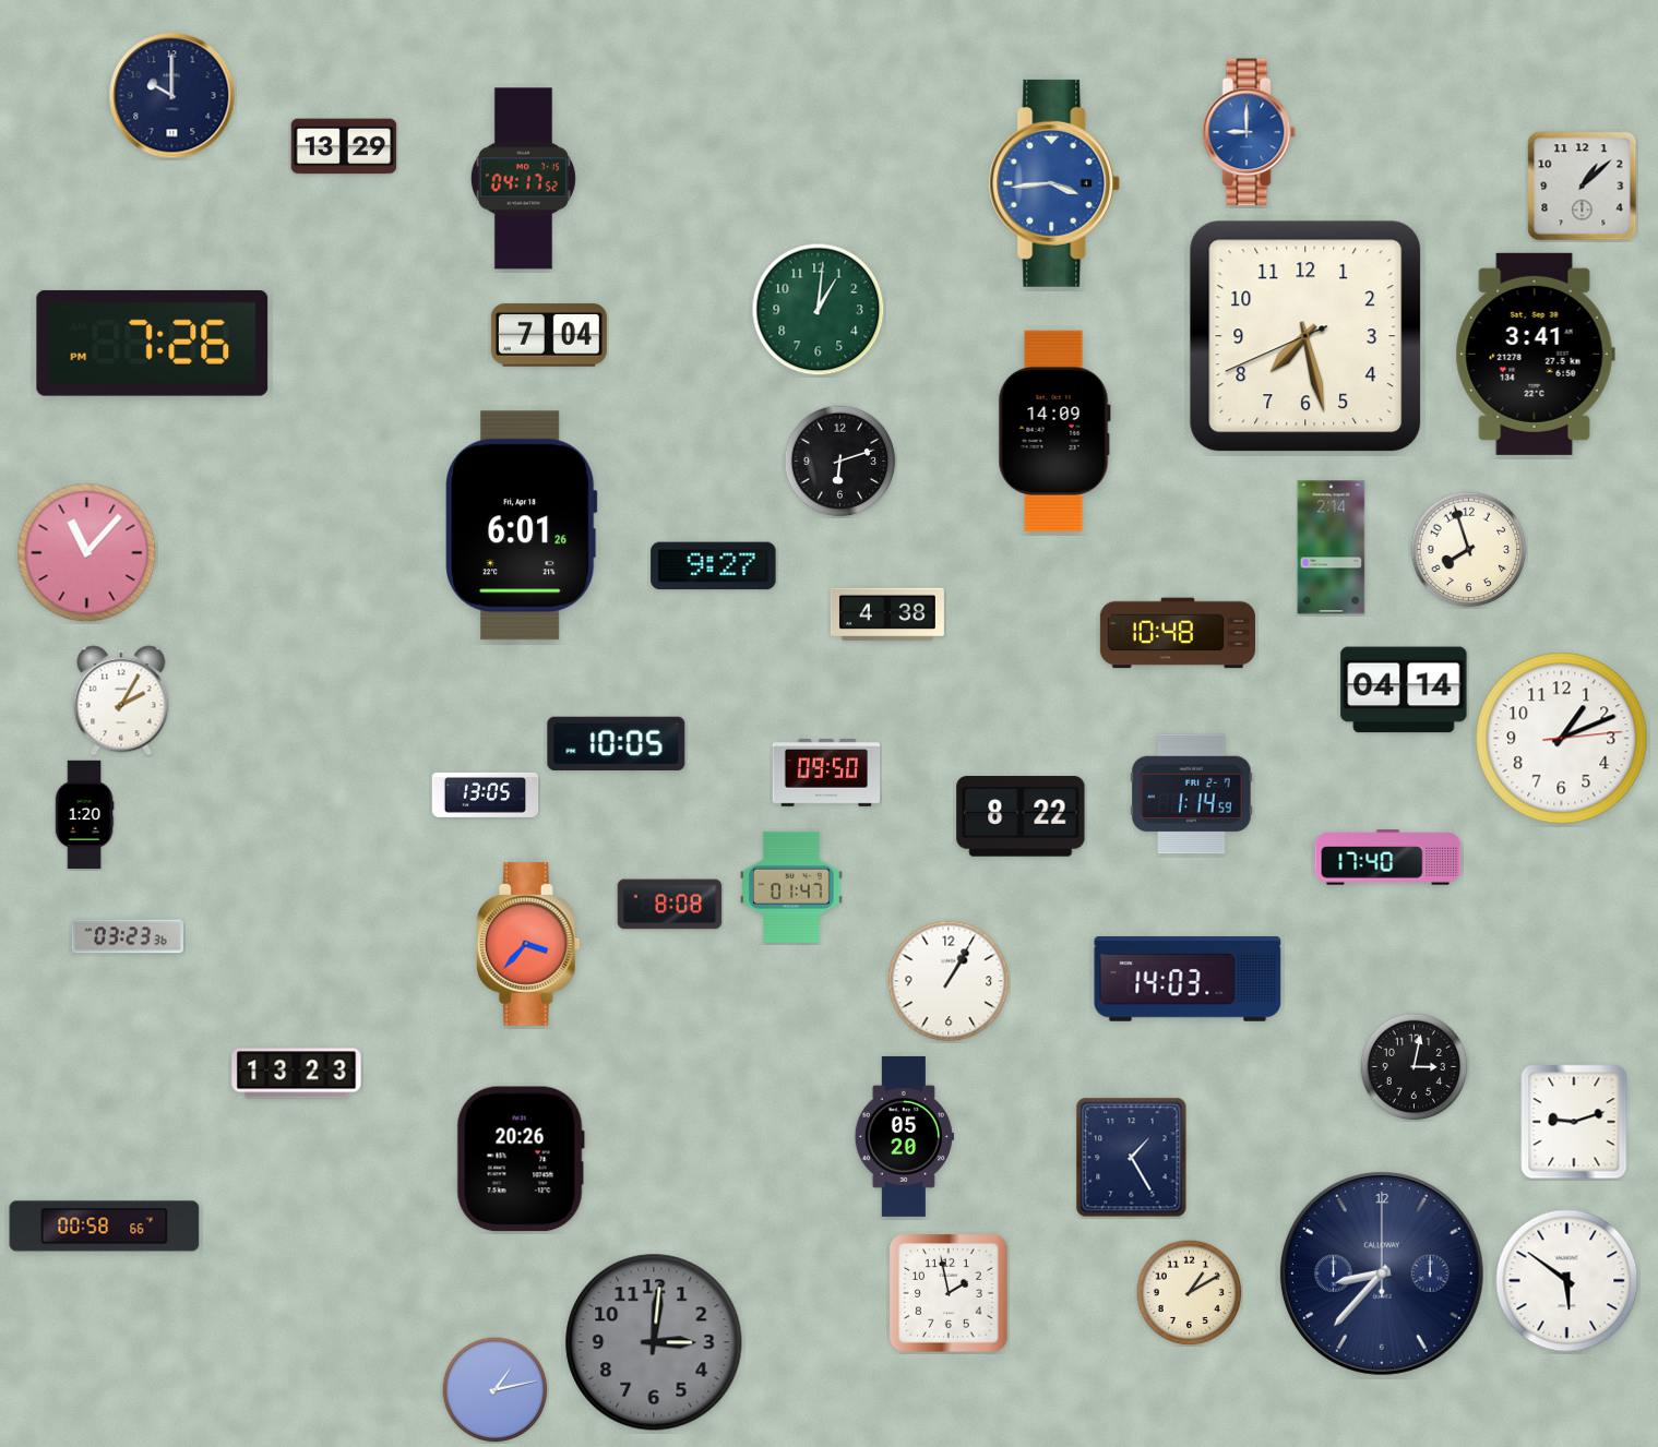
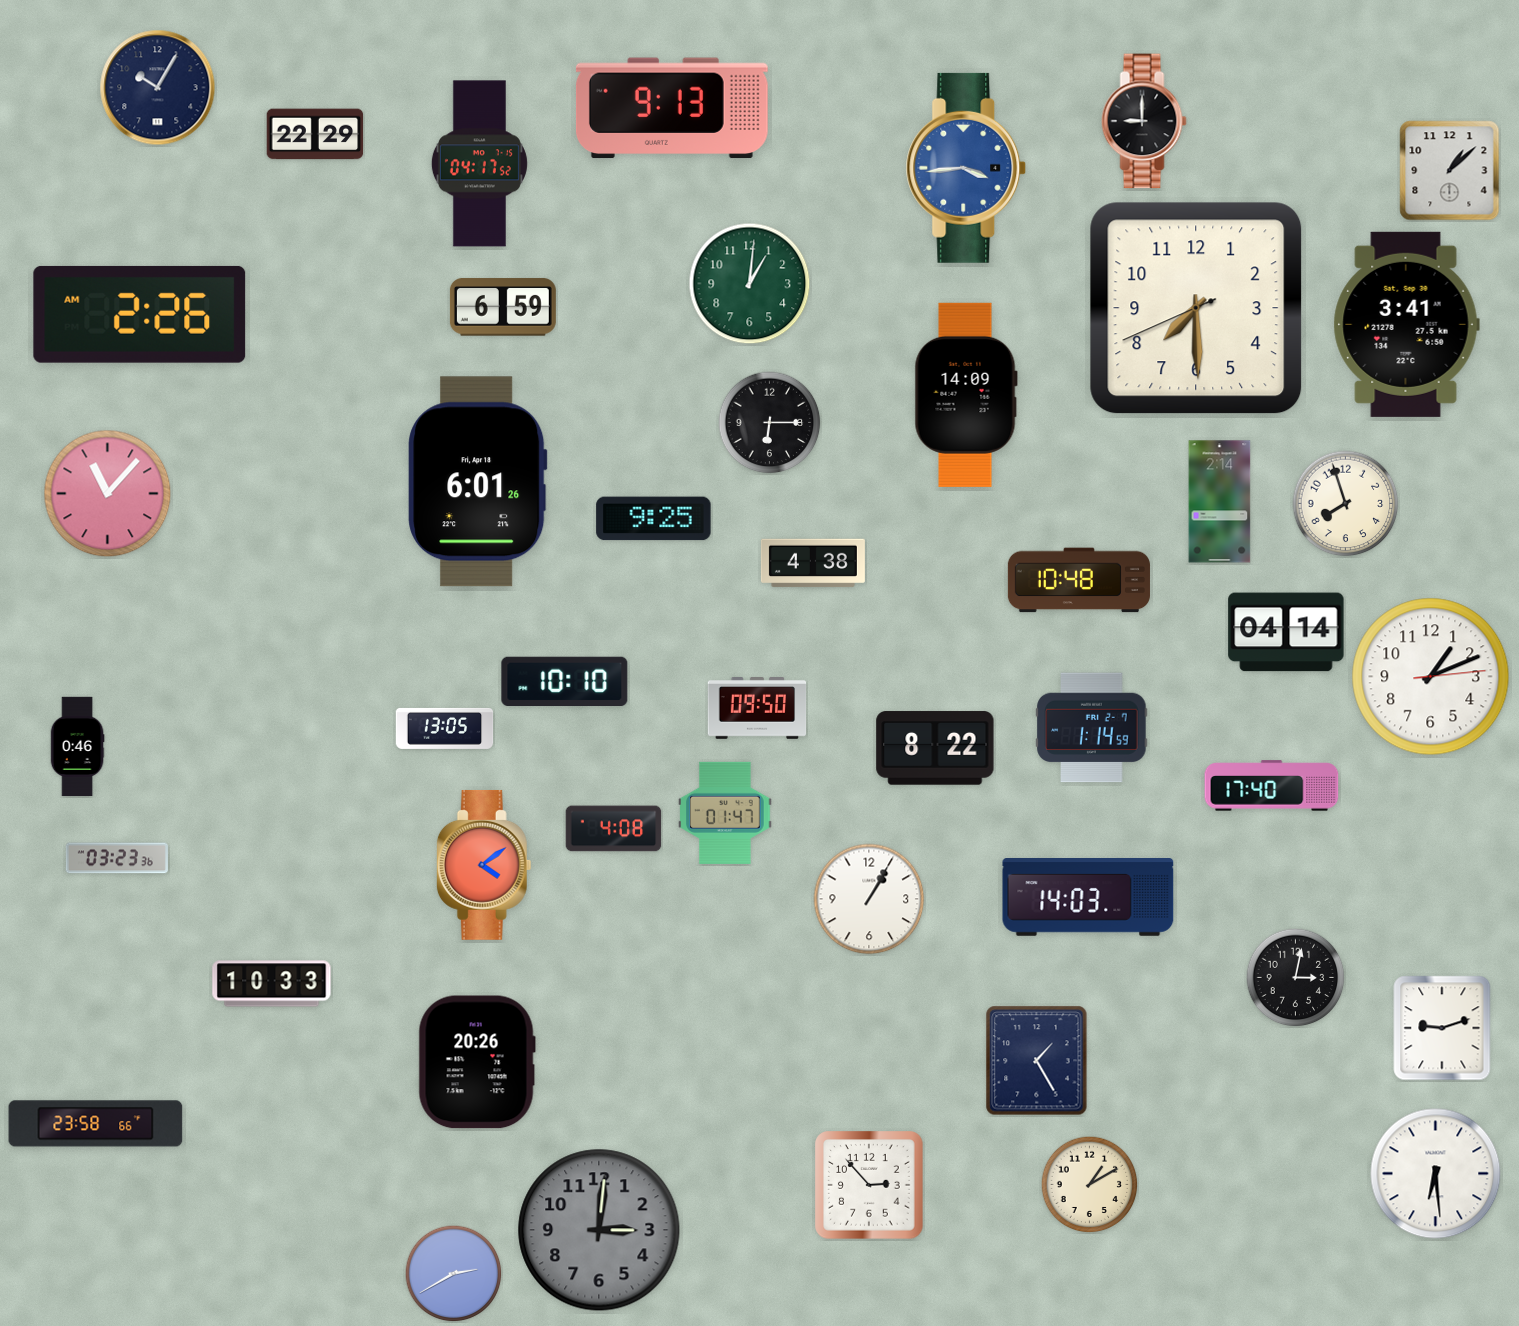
clock at (172, 96): 10:00 -> 10:05
clock at (672, 108): none -> 9:13
clock at (1249, 132) dial: blue -> black
clock at (344, 146): 13:29 -> 22:29
clock at (549, 335): 7:04 -> 6:59
clock at (1305, 336): 7:27 -> 7:29
clock at (153, 343): 7:26 -> 2:26
clock at (840, 462): 6:12 -> 6:15
clock at (87, 553) position: (87, 553) -> (108, 494)
clock at (714, 566): 9:27 -> 9:25
clock at (121, 701): 2:05 -> none
clock at (617, 743): 10:05 -> 10:10
clock at (84, 815): 1:20 -> 0:46
clock at (670, 905): 8:08 -> 4:08
clock at (528, 944): 3:37 -> 4:09
clock at (297, 1074): 13:23 -> 10:33
clock at (904, 1136): 05:20 -> none
clock at (105, 1227): 00:58 -> 23:58
clock at (1382, 1273): 8:37 -> none
clock at (1567, 1281): 5:51 -> 6:29
clock at (949, 1293): 1:58 -> 2:53
clock at (494, 1389): 1:13 -> 2:40
